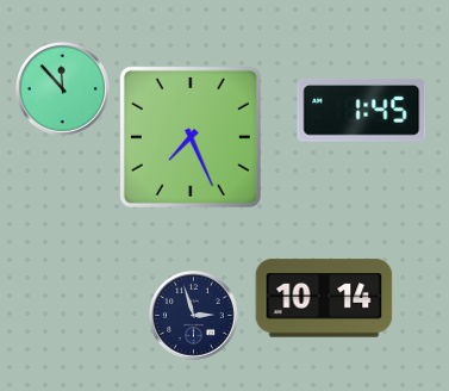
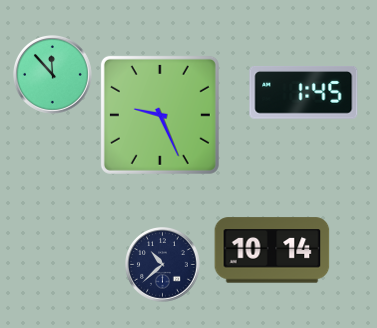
clock at (191, 137): 7:26 -> 9:26
clock at (194, 316): 2:57 -> 10:38
